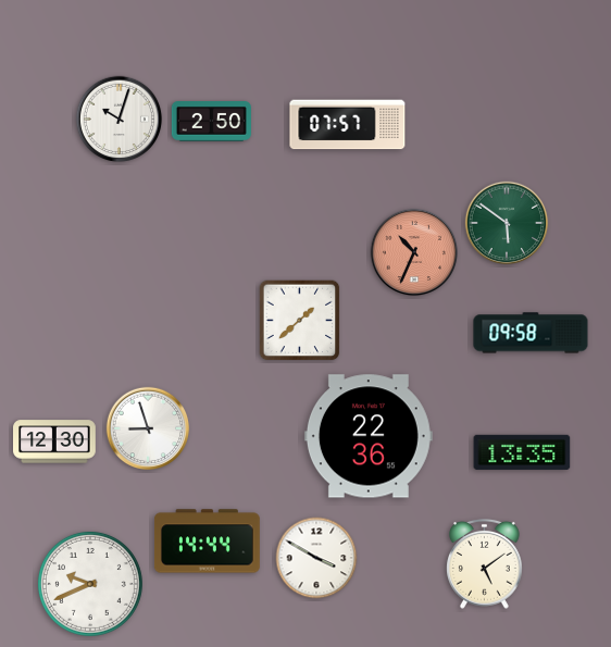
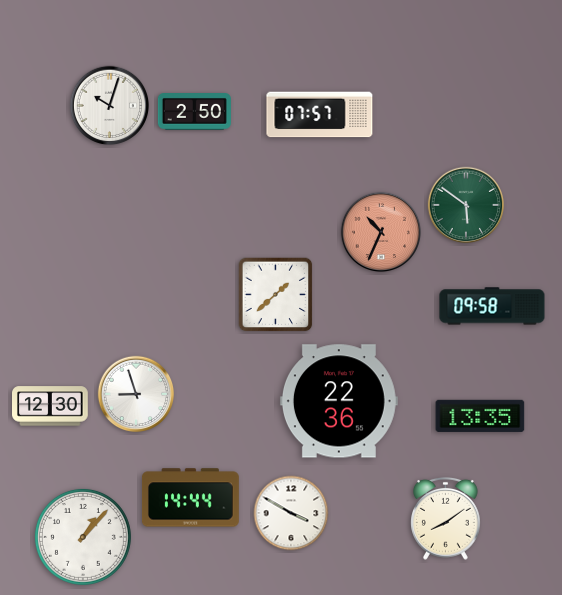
clock at (120, 120) position: (120, 120) -> (110, 106)
clock at (531, 333) position: (531, 333) -> (492, 306)
clock at (485, 563): 5:09 -> 8:09
clock at (90, 584): 9:41 -> 1:07
